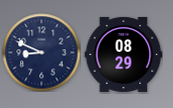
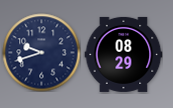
clock at (41, 52): 8:49 -> 9:42
